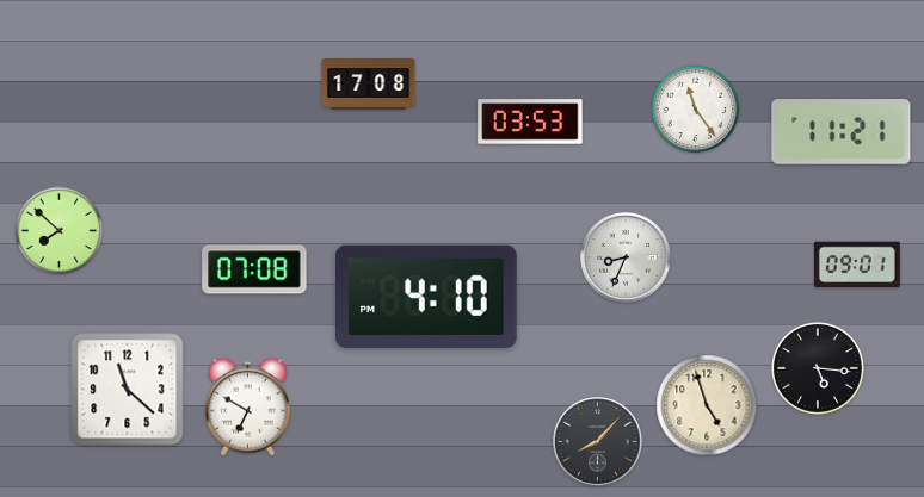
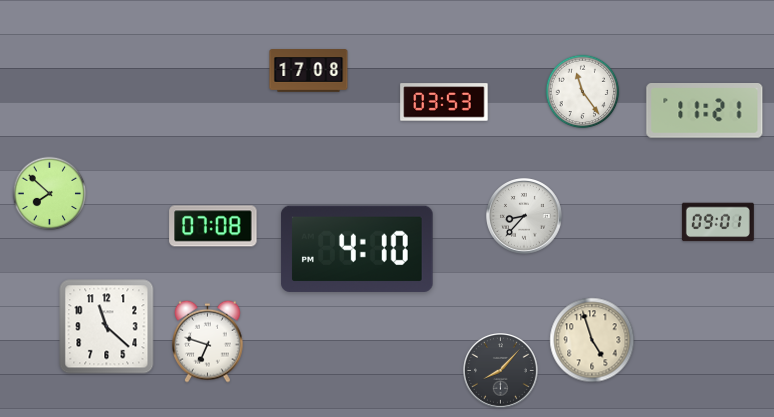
clock at (627, 259): 8:34 -> 8:37
clock at (818, 368): 5:16 -> none
clock at (248, 406): 6:50 -> 6:48
